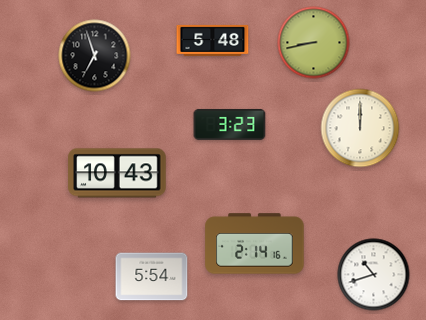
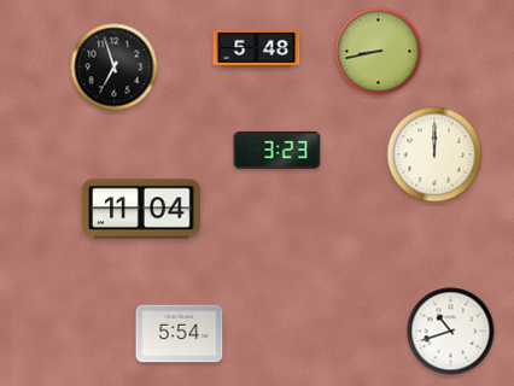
clock at (117, 173): 10:43 -> 11:04
clock at (255, 244): 2:14 -> none
clock at (152, 277) position: (152, 277) -> (180, 334)
